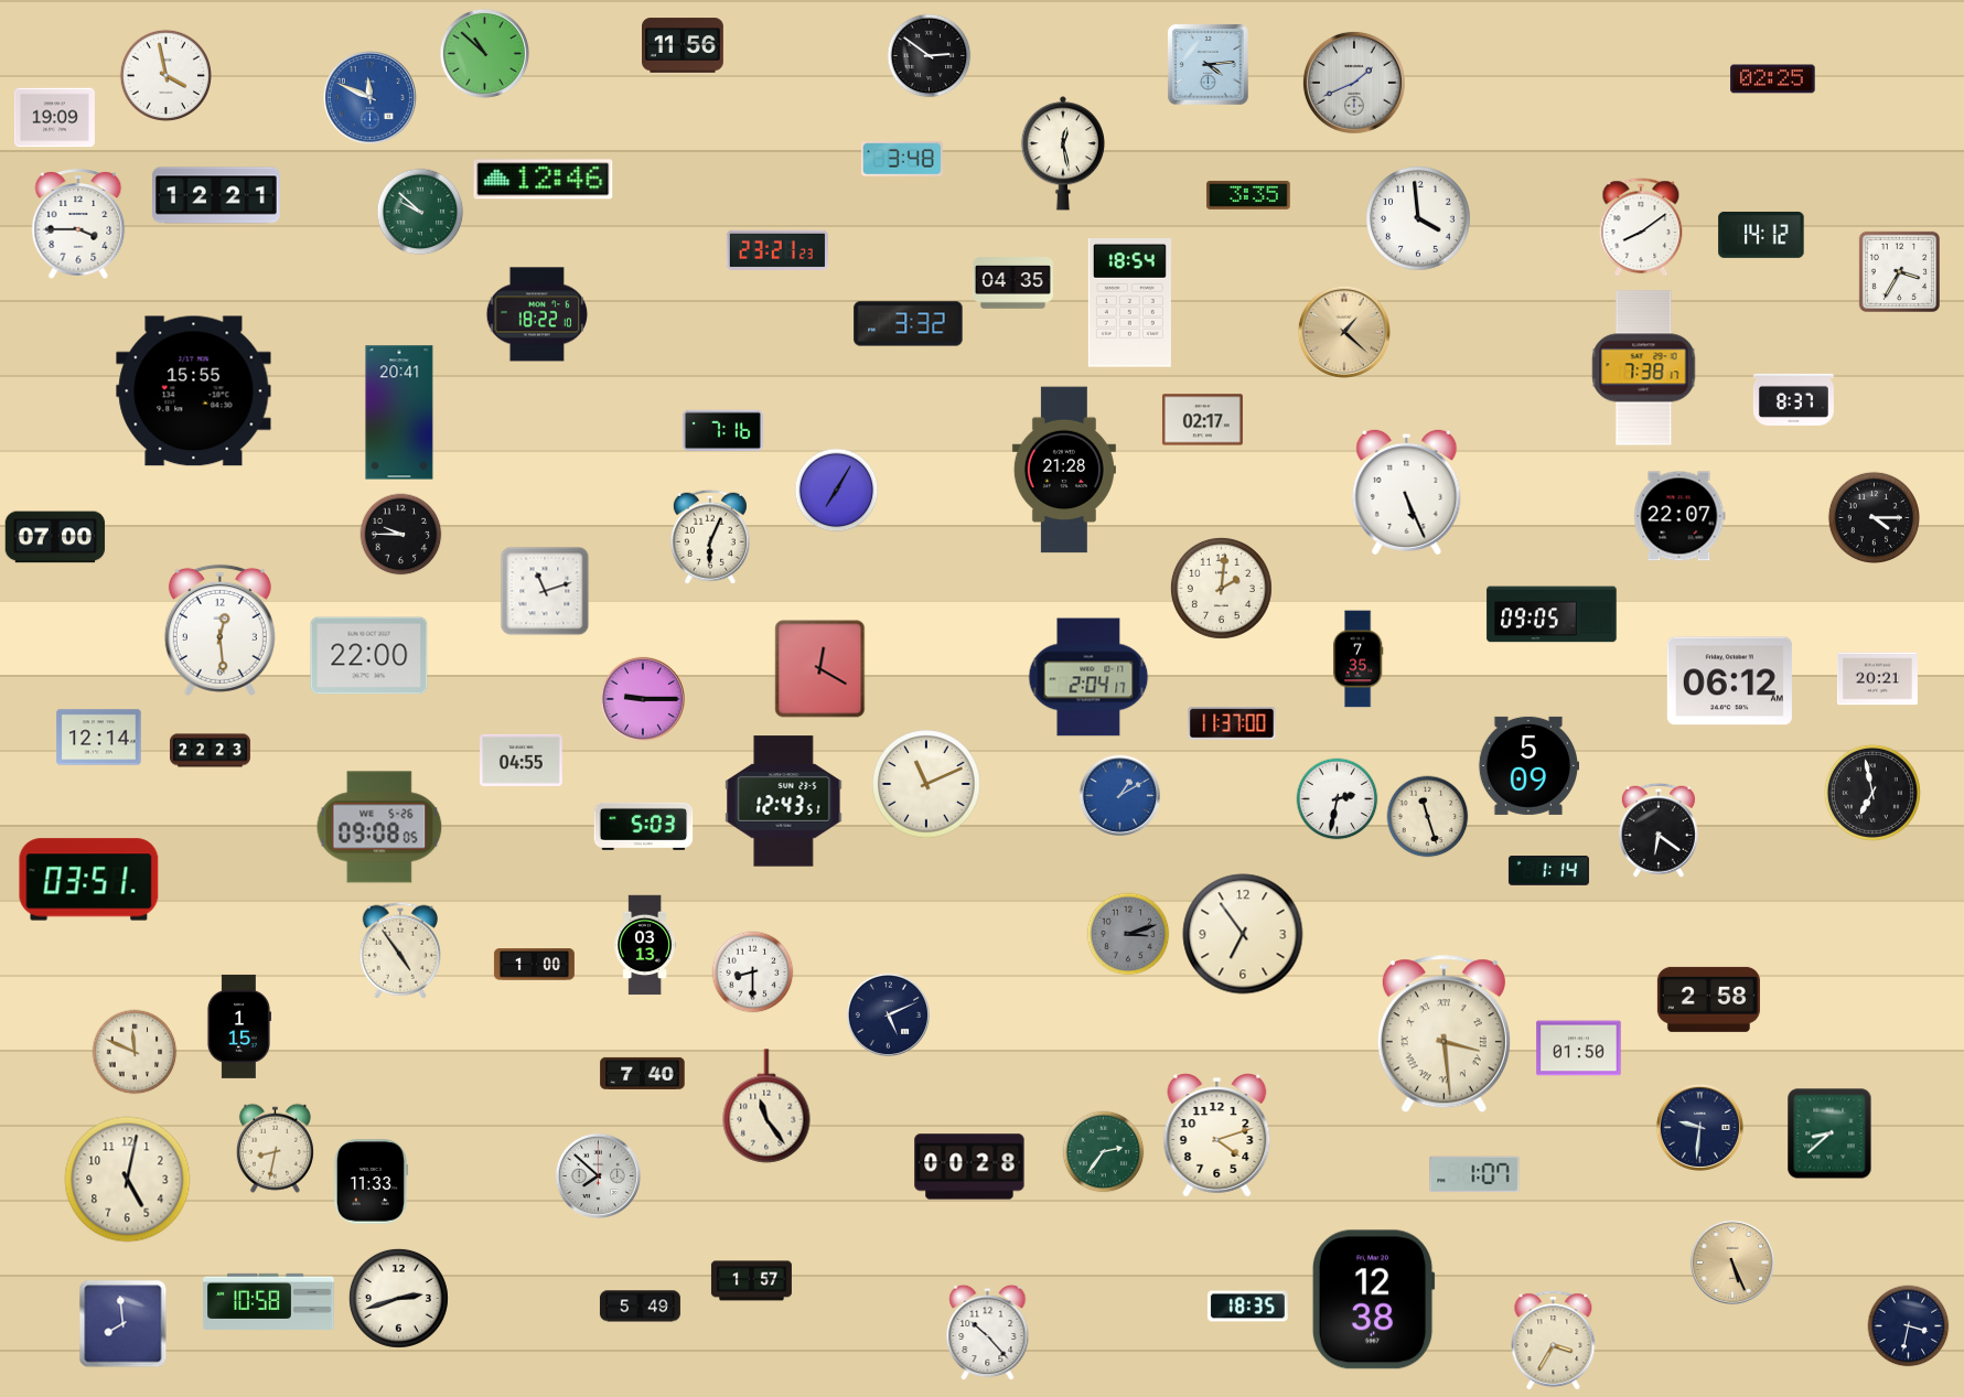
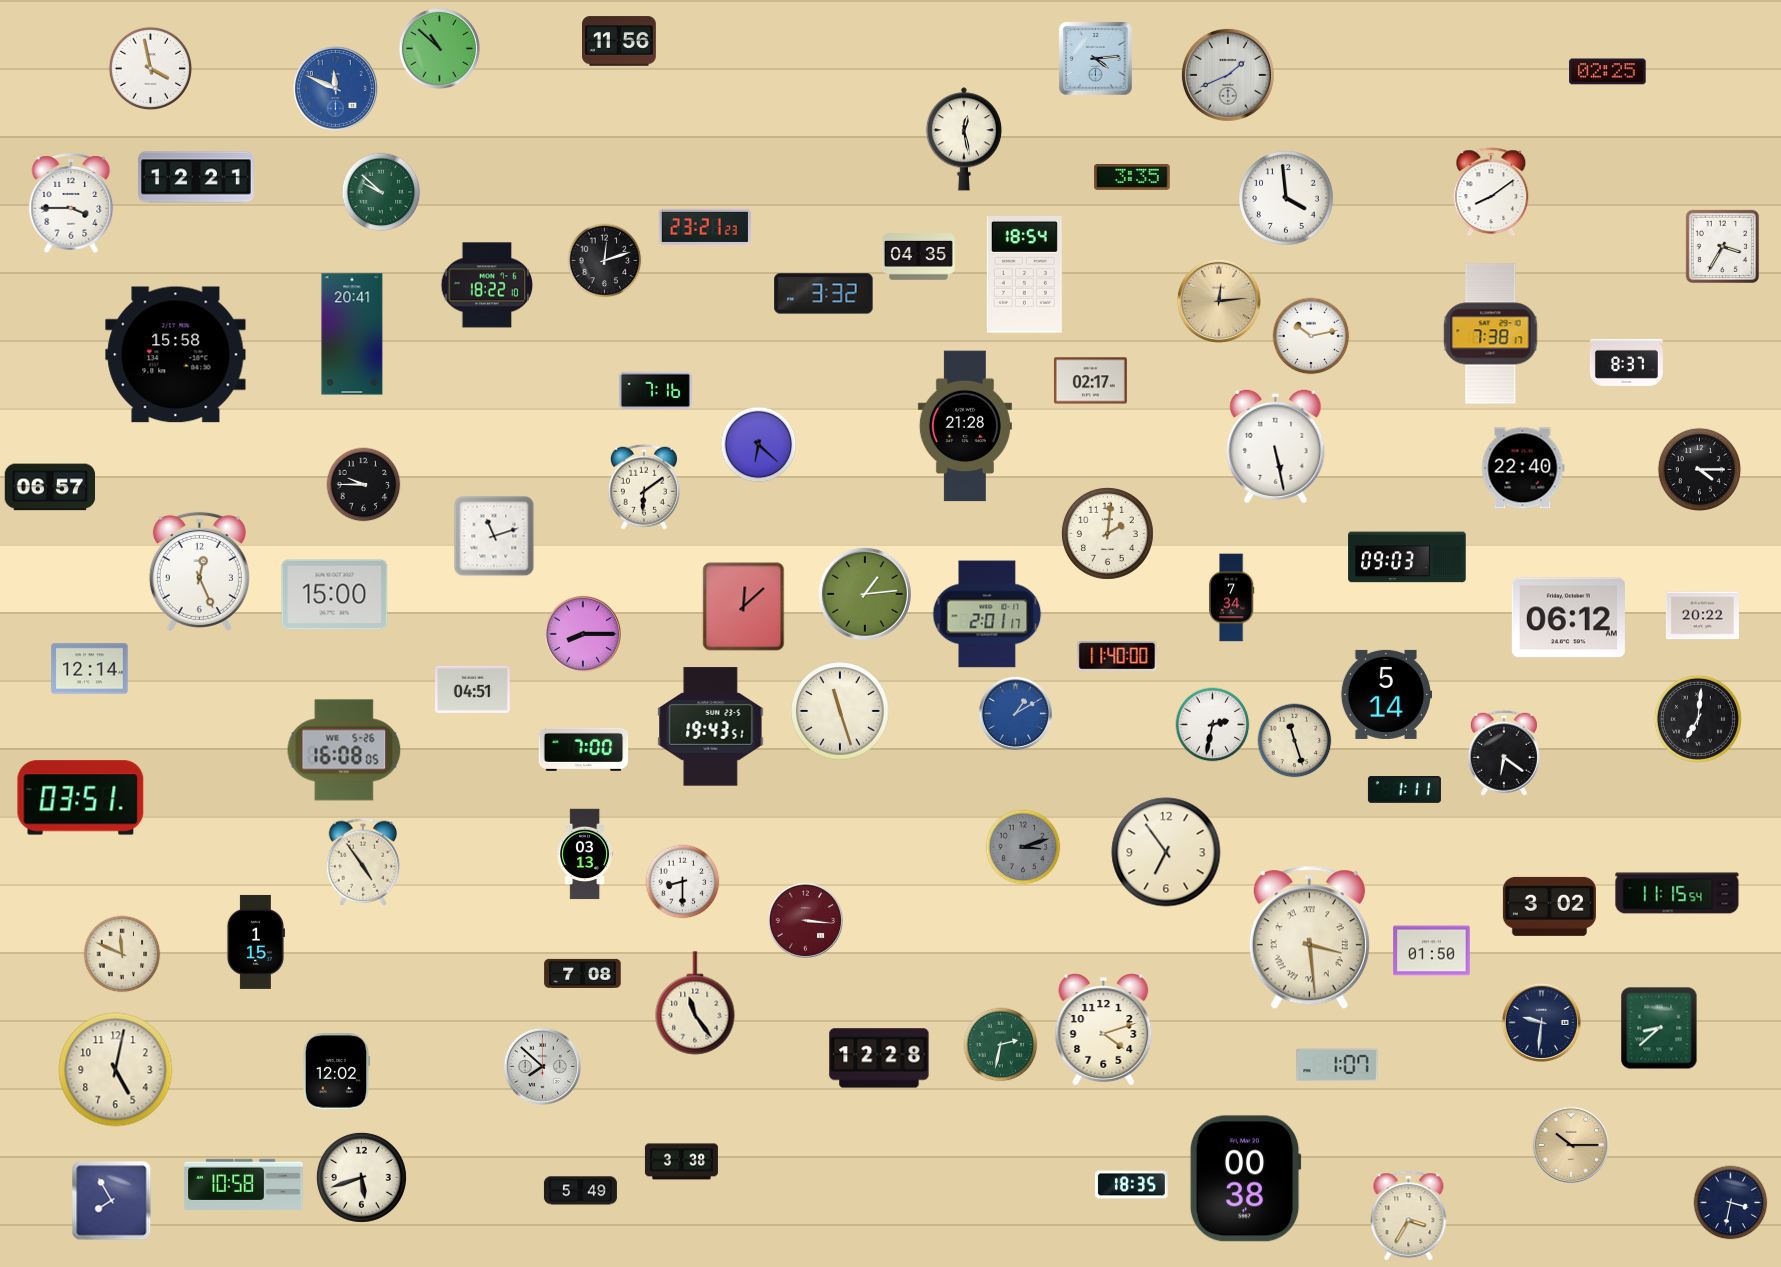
clock at (930, 56): 2:51 -> none
clock at (54, 118): 19:09 -> none
clock at (902, 159): 3:48 -> none
clock at (544, 180): 12:46 -> none
clock at (1641, 228) position: (1641, 228) -> (1491, 193)
clock at (1761, 235): 14:12 -> none
clock at (605, 261): none -> 12:12
clock at (1344, 332): 1:22 -> 12:14
clock at (1311, 336): none -> 10:13
clock at (194, 391): 15:55 -> 15:58
clock at (399, 412) position: (399, 412) -> (352, 334)
clock at (837, 491): 7:05 -> 6:22
clock at (1407, 492): 5:26 -> 5:28
clock at (1679, 516): 22:07 -> 22:40
clock at (55, 537): 07:00 -> 06:57
clock at (710, 537): 6:04 -> 6:09
clock at (1552, 614): 09:05 -> 09:03
clock at (219, 630): 12:29 -> 12:26
clock at (865, 594): none -> 1:14
clock at (369, 656): 22:00 -> 15:00
clock at (1357, 659): 7:35 -> 7:34
clock at (820, 669): 12:20 -> 12:08
clock at (1088, 677): 2:04 -> 2:01
clock at (1877, 679): 20:21 -> 20:22
clock at (643, 699): 9:15 -> 8:15
clock at (1232, 723): 11:37 -> 11:40
clock at (210, 751): 22:23 -> none
clock at (522, 760): 04:55 -> 04:51
clock at (1527, 765): 5:09 -> 5:14
clock at (926, 784): 11:11 -> 11:27
clock at (1872, 793): 6:58 -> 7:01
clock at (1119, 795) position: (1119, 795) -> (1015, 713)
clock at (784, 802): 12:43 -> 19:43
clock at (644, 826): 5:03 -> 7:00
clock at (379, 827): 09:08 -> 16:08
clock at (1548, 871): 1:14 -> 1:11
clock at (1243, 934) position: (1243, 934) -> (1166, 852)
clock at (645, 945) position: (645, 945) -> (585, 854)
clock at (534, 965): 1:00 -> none
clock at (1677, 893): none -> 11:15
clock at (1708, 999): 2:58 -> 3:02
clock at (888, 1014): 5:11 -> 3:16
clock at (888, 1014) dial: navy -> burgundy
clock at (238, 1027) position: (238, 1027) -> (255, 942)
clock at (643, 1073): 7:40 -> 7:08
clock at (275, 1148): 8:32 -> none
clock at (1104, 1152): 2:36 -> 2:32
clock at (969, 1167): 00:28 -> 12:28
clock at (371, 1182): 11:33 -> 12:02
clock at (1732, 1262): 5:26 -> 10:15
clock at (751, 1281): 1:57 -> 3:38
clock at (398, 1298): 2:42 -> 5:42
clock at (1373, 1300): 12:38 -> 00:38
clock at (269, 1301) position: (269, 1301) -> (244, 1184)
clock at (640, 1307) position: (640, 1307) -> (580, 1191)
clock at (124, 1324): 7:59 -> 7:55
clock at (988, 1333): 10:23 -> none
